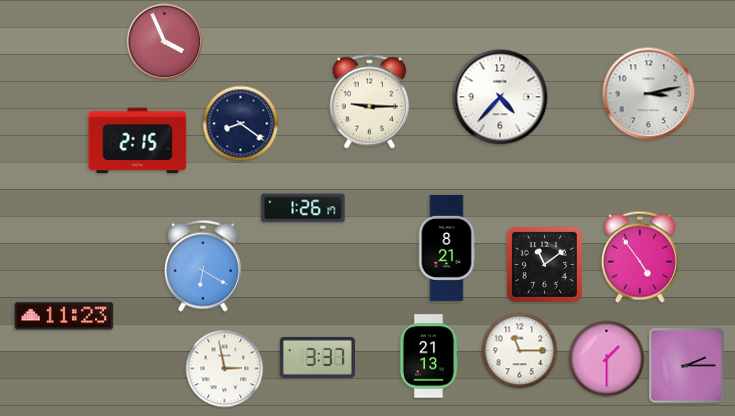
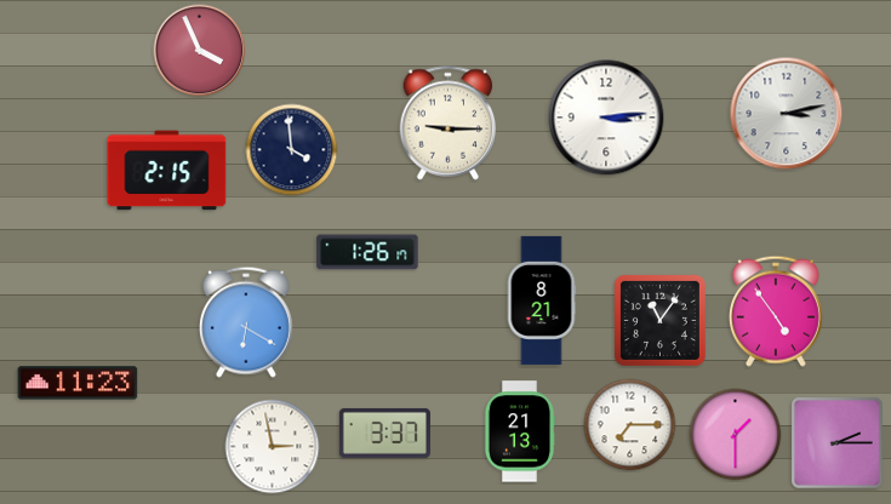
clock at (500, 97): 4:37 -> 3:14
clock at (241, 124): 8:21 -> 3:59
clock at (544, 264): 11:09 -> 11:06
clock at (520, 351): 11:15 -> 7:15
clock at (687, 366) position: (687, 366) -> (838, 443)
